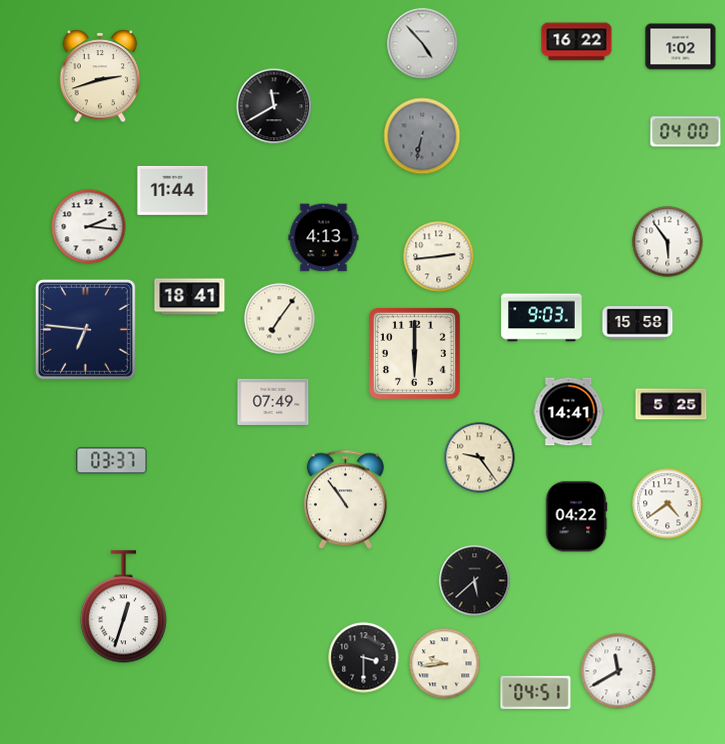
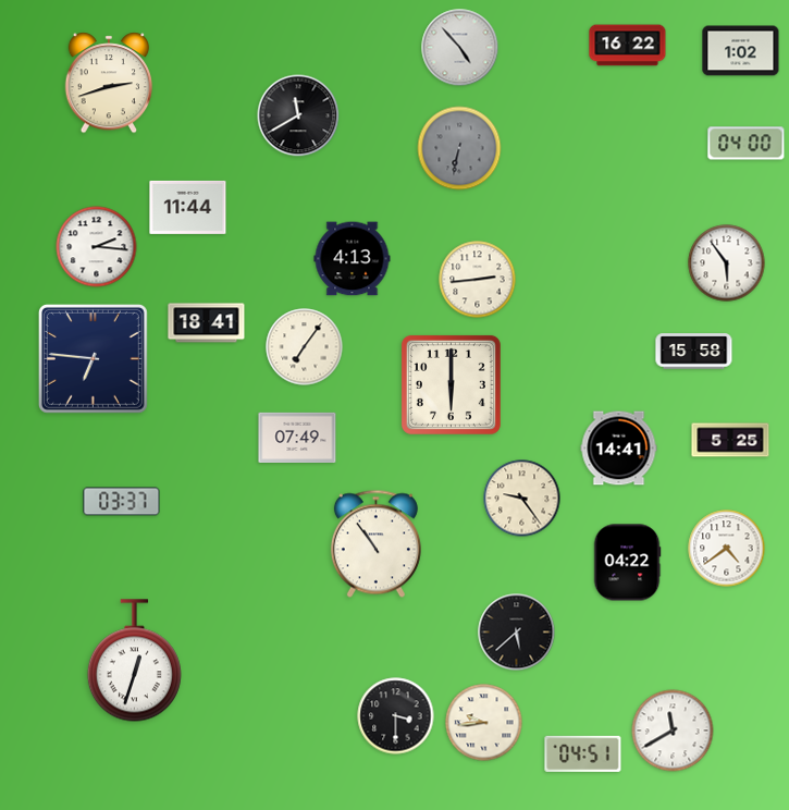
clock at (542, 318): 9:03 -> none
